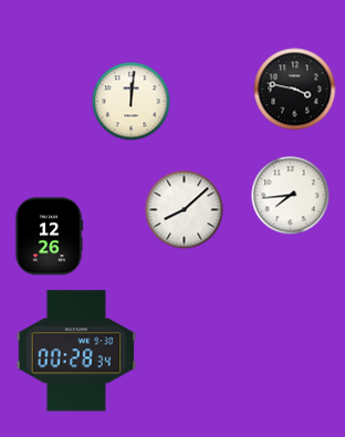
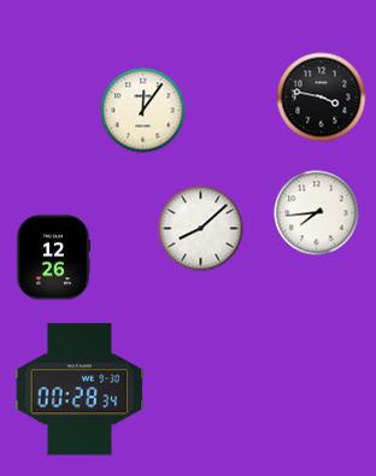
clock at (132, 102): 12:01 -> 12:06
clock at (76, 351) position: (76, 351) -> (80, 389)
